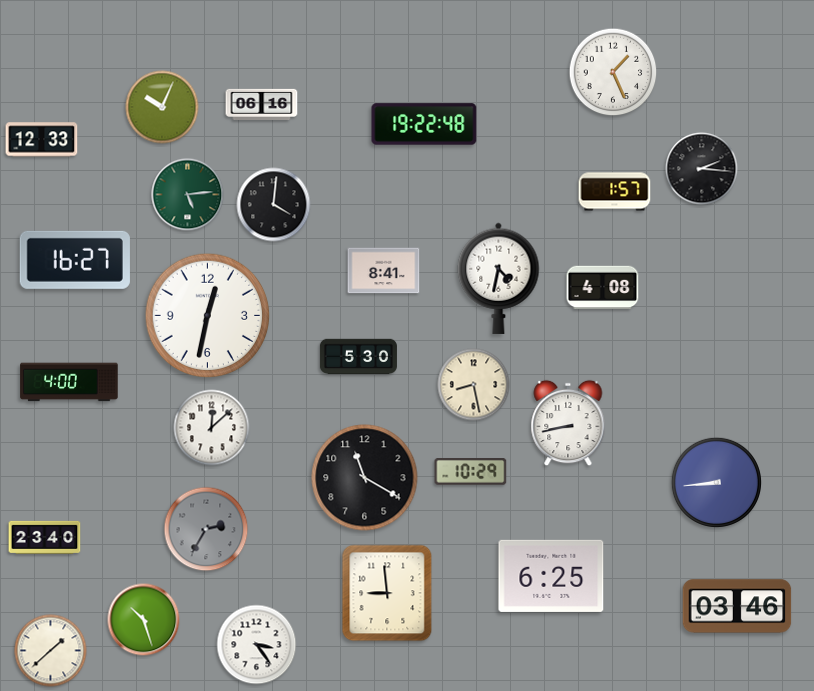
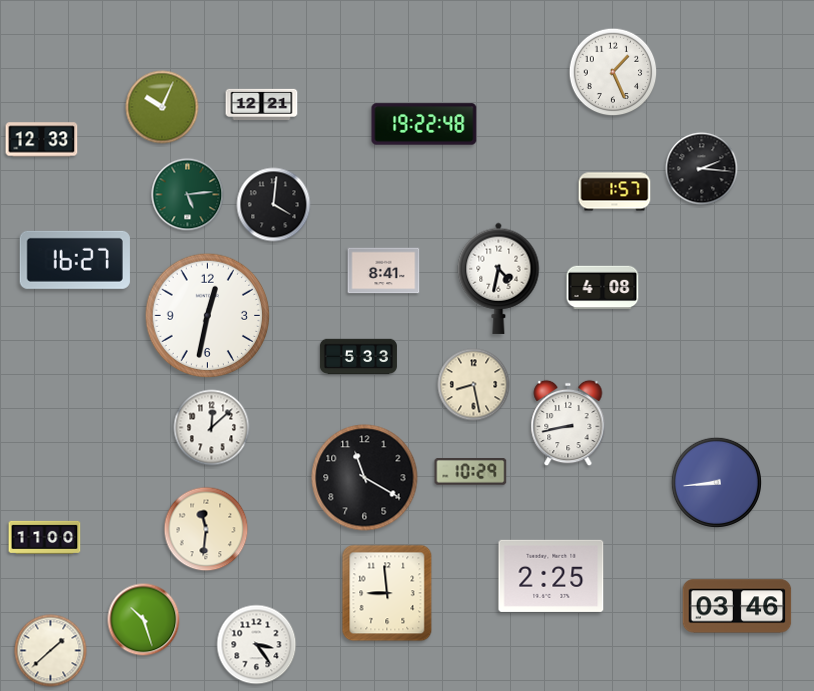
clock at (262, 104): 06:16 -> 12:21
clock at (358, 357): 5:30 -> 5:33
clock at (69, 382): 4:00 -> none
clock at (206, 529): 2:35 -> 11:31
clock at (206, 529) dial: grey -> cream
clock at (45, 537): 23:40 -> 11:00
clock at (551, 576): 6:25 -> 2:25
